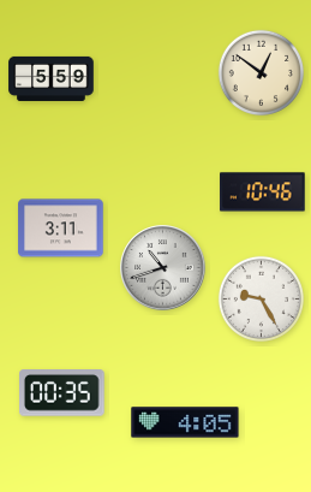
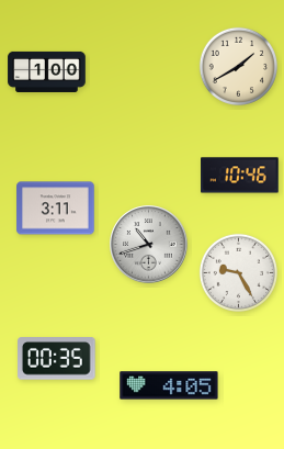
clock at (261, 72): 12:51 -> 1:40
clock at (52, 78): 5:59 -> 1:00
